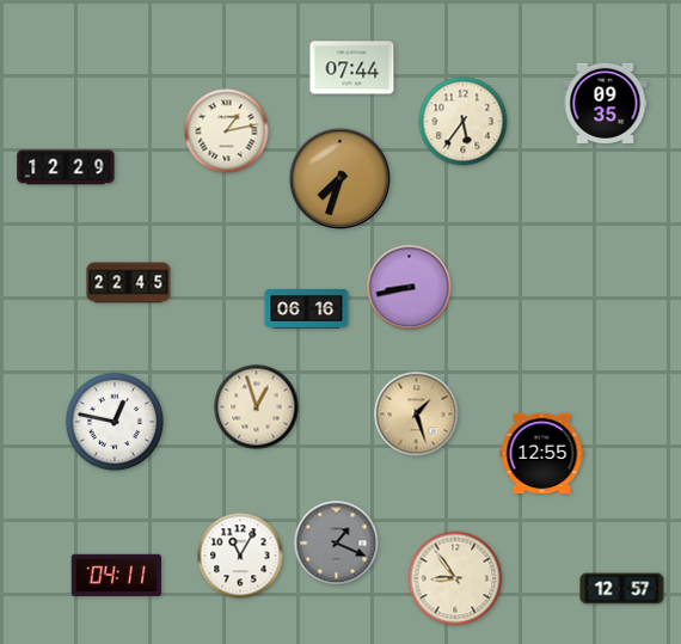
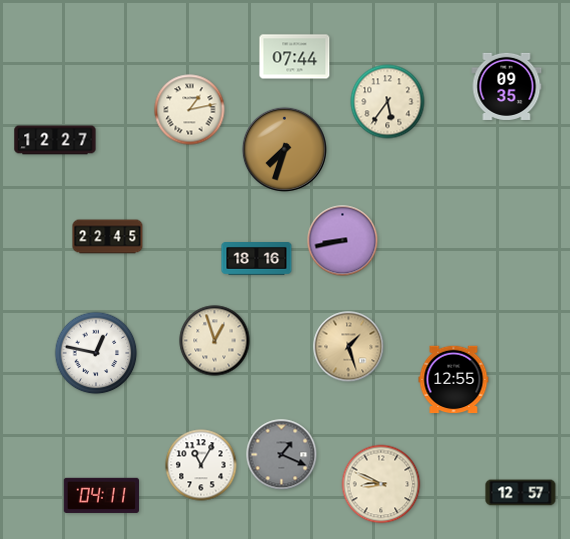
clock at (66, 167): 12:29 -> 12:27
clock at (307, 309): 06:16 -> 18:16
clock at (116, 575) position: (116, 575) -> (101, 495)
clock at (455, 578): 8:54 -> 8:49
